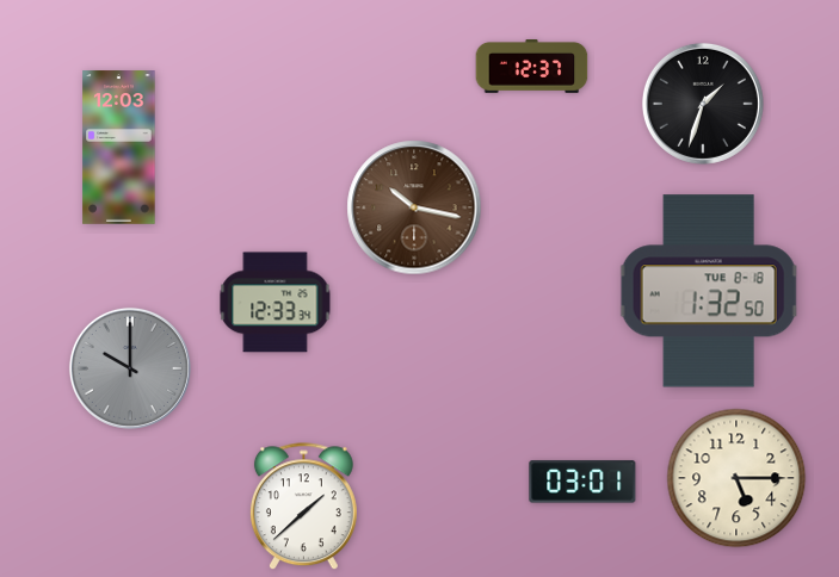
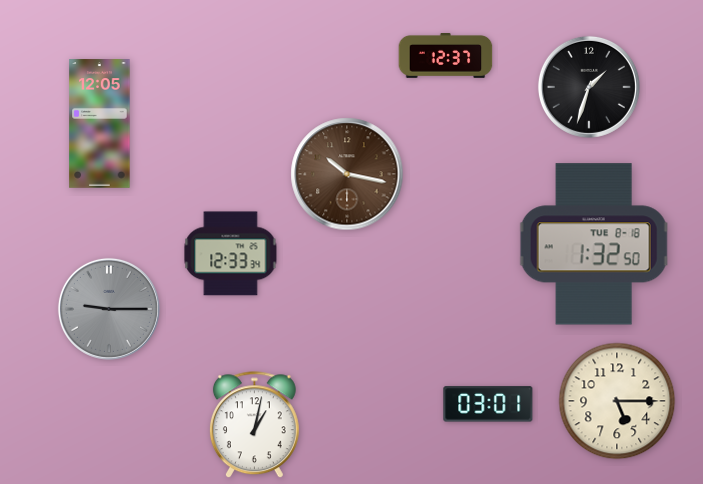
clock at (119, 148): 12:03 -> 12:05
clock at (130, 368): 10:00 -> 9:15
clock at (303, 507): 1:38 -> 1:02
